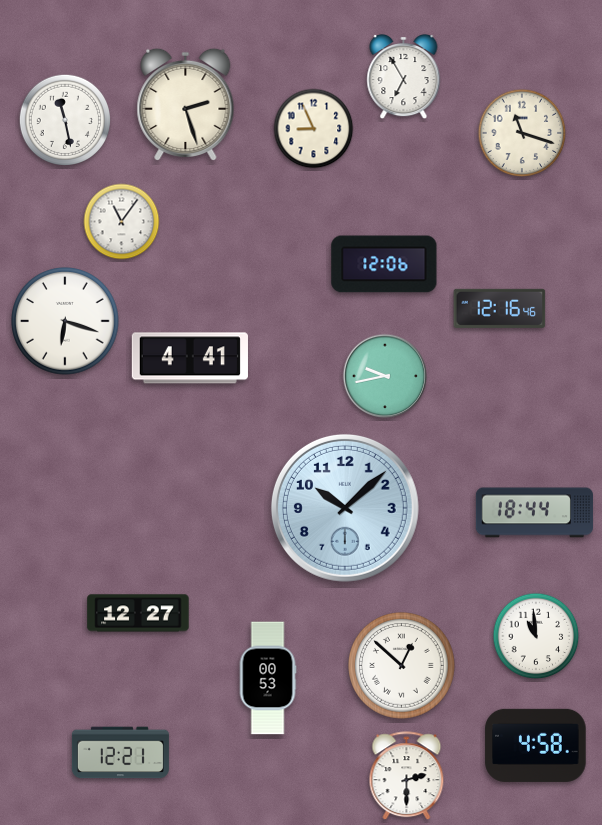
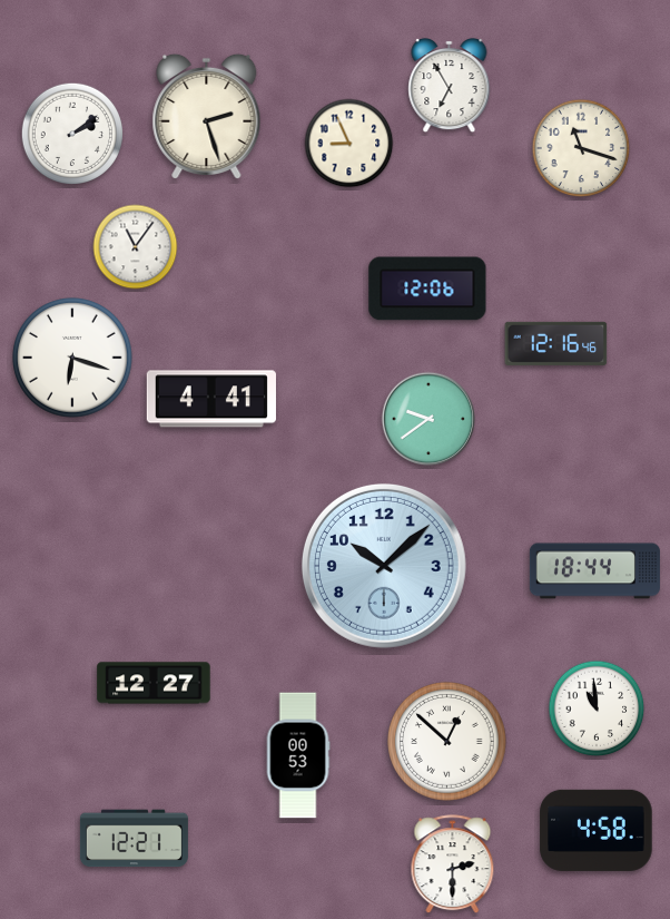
clock at (64, 119): 11:28 -> 2:09
clock at (384, 264) position: (384, 264) -> (427, 289)
clock at (385, 376): 9:43 -> 9:39
